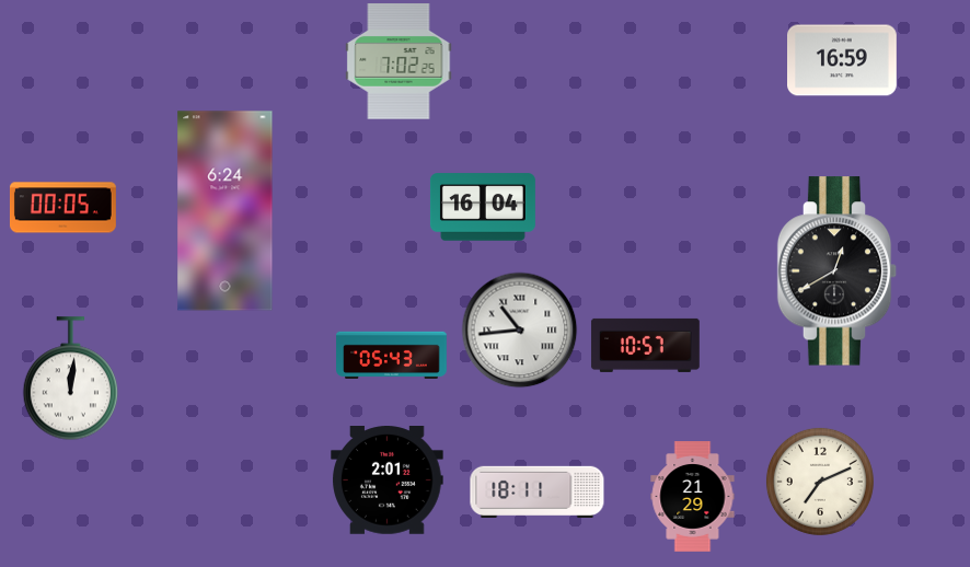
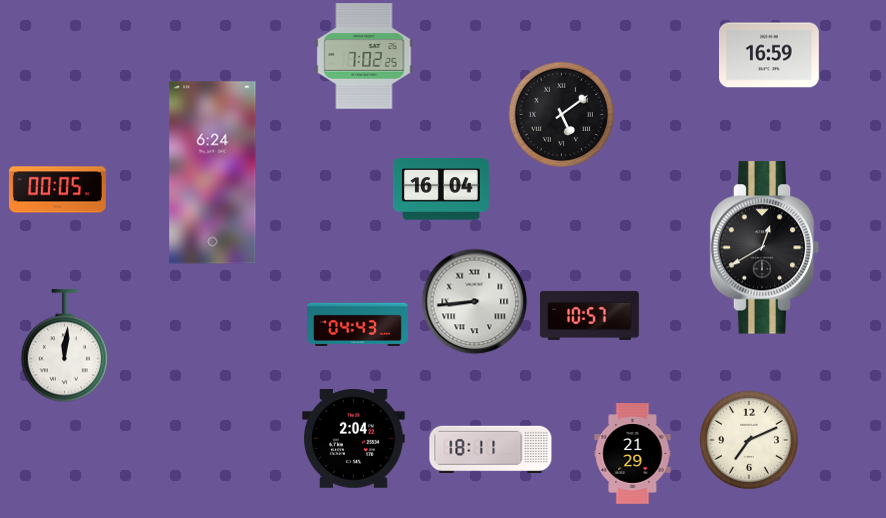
clock at (561, 114): none -> 5:09
clock at (226, 211) position: (226, 211) -> (213, 173)
clock at (519, 329): 10:44 -> 8:44
clock at (392, 356): 05:43 -> 04:43
clock at (388, 481): 2:01 -> 2:04
